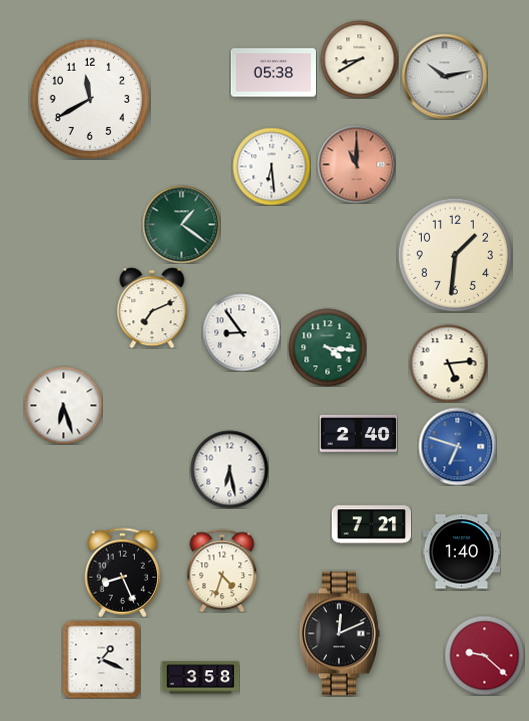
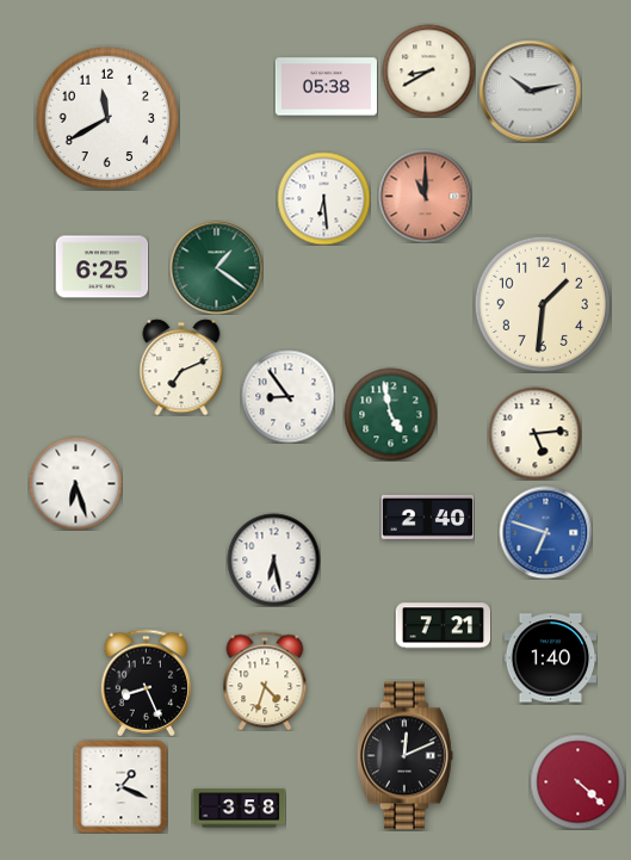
clock at (101, 267): none -> 6:25
clock at (327, 347): 4:16 -> 4:58
clock at (484, 655): 9:22 -> 4:22
